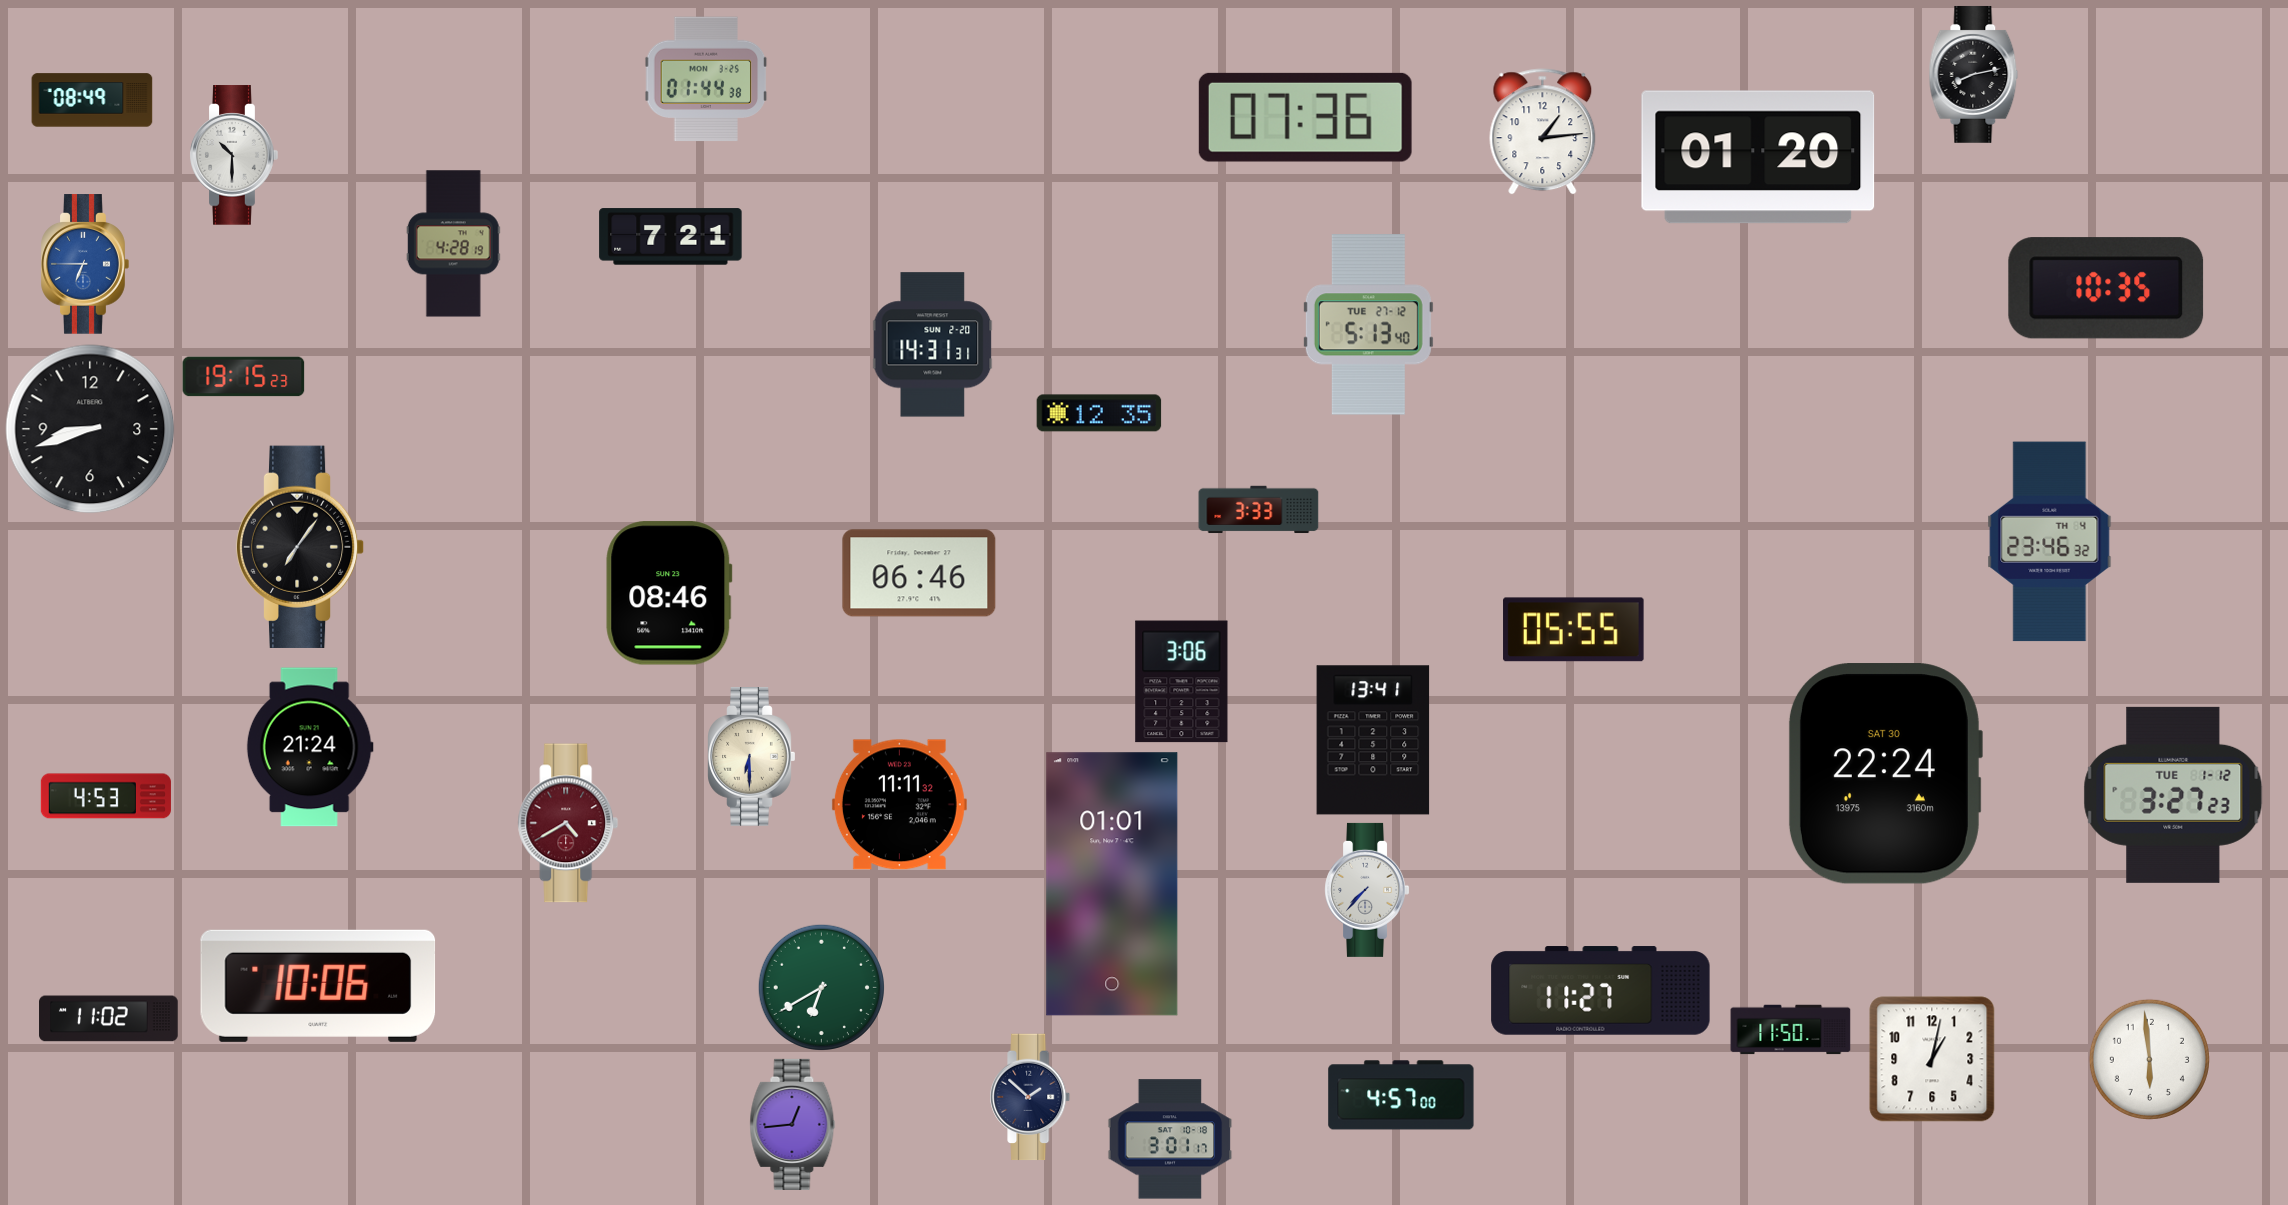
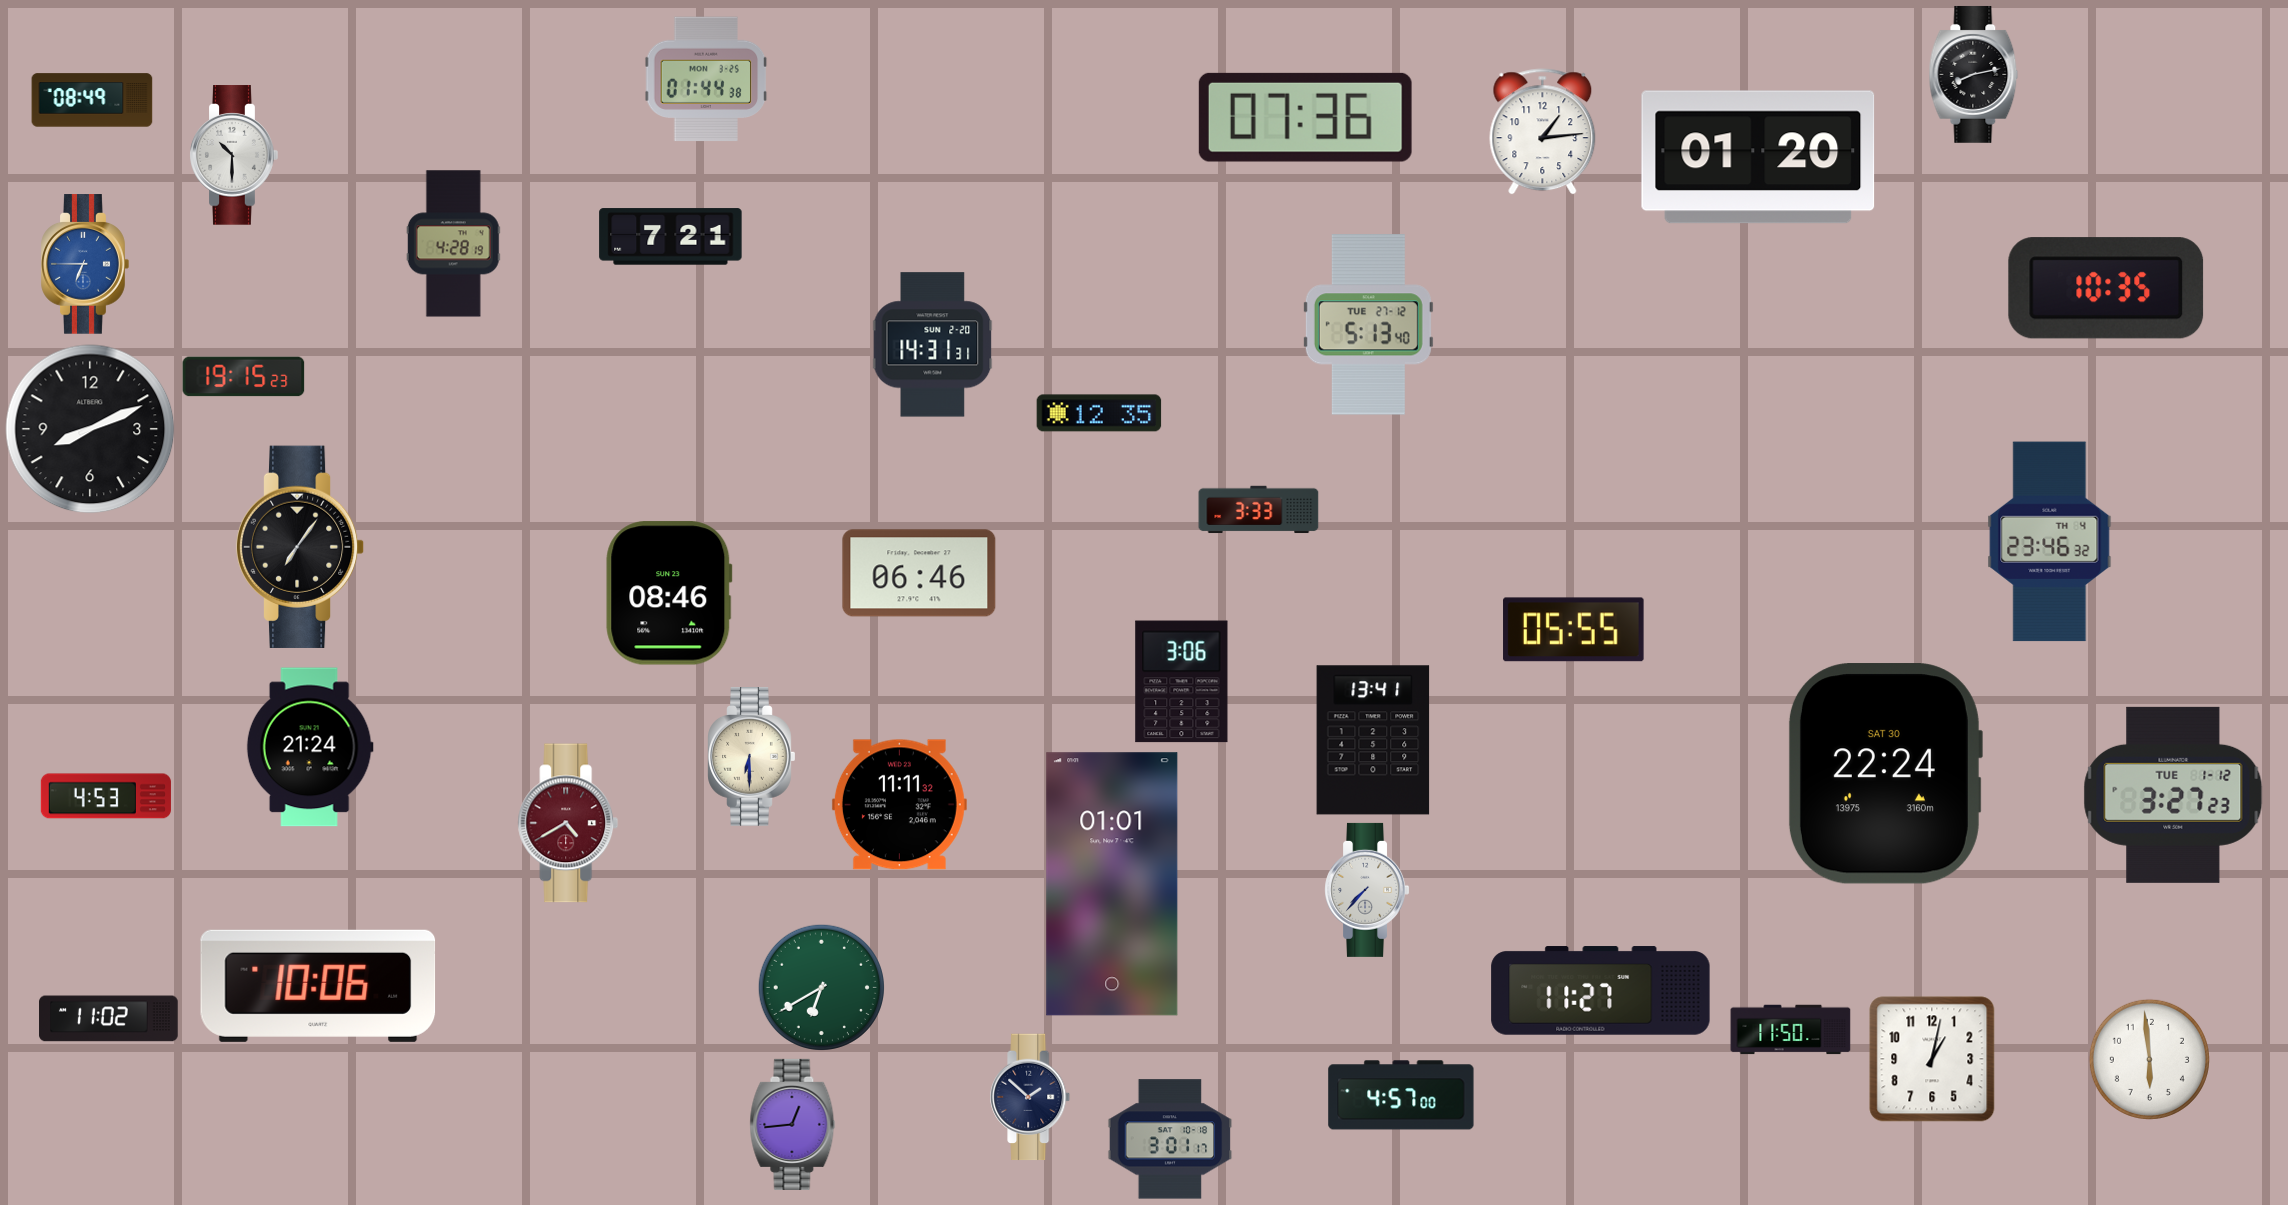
clock at (90, 429): 8:42 -> 8:11
